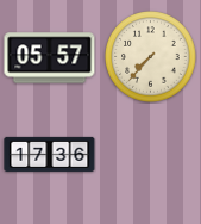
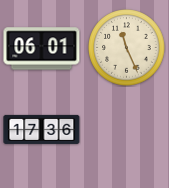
clock at (151, 57): 7:37 -> 11:26
clock at (50, 58): 05:57 -> 06:01
